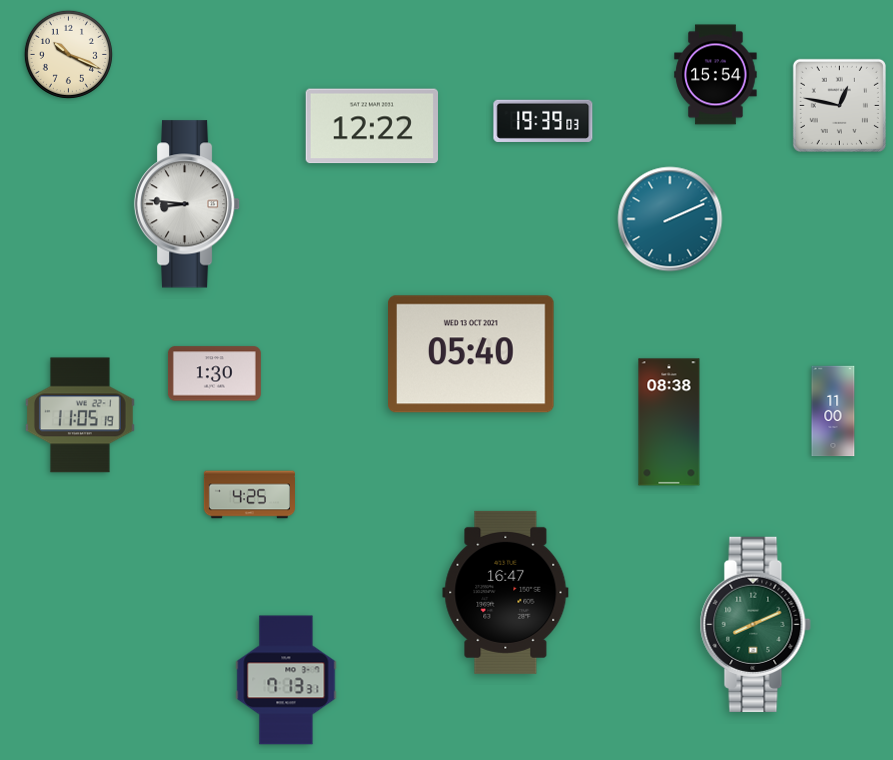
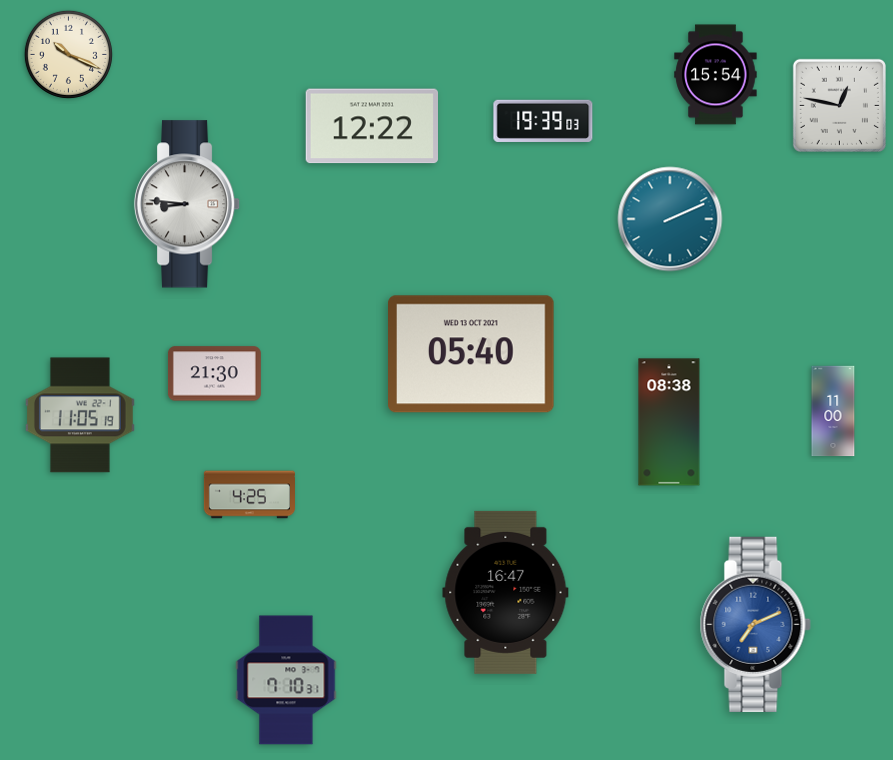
clock at (214, 374): 1:30 -> 21:30
clock at (755, 624): 8:11 -> 7:11
clock at (755, 624) dial: green -> blue
clock at (286, 680): 7:13 -> 7:10
